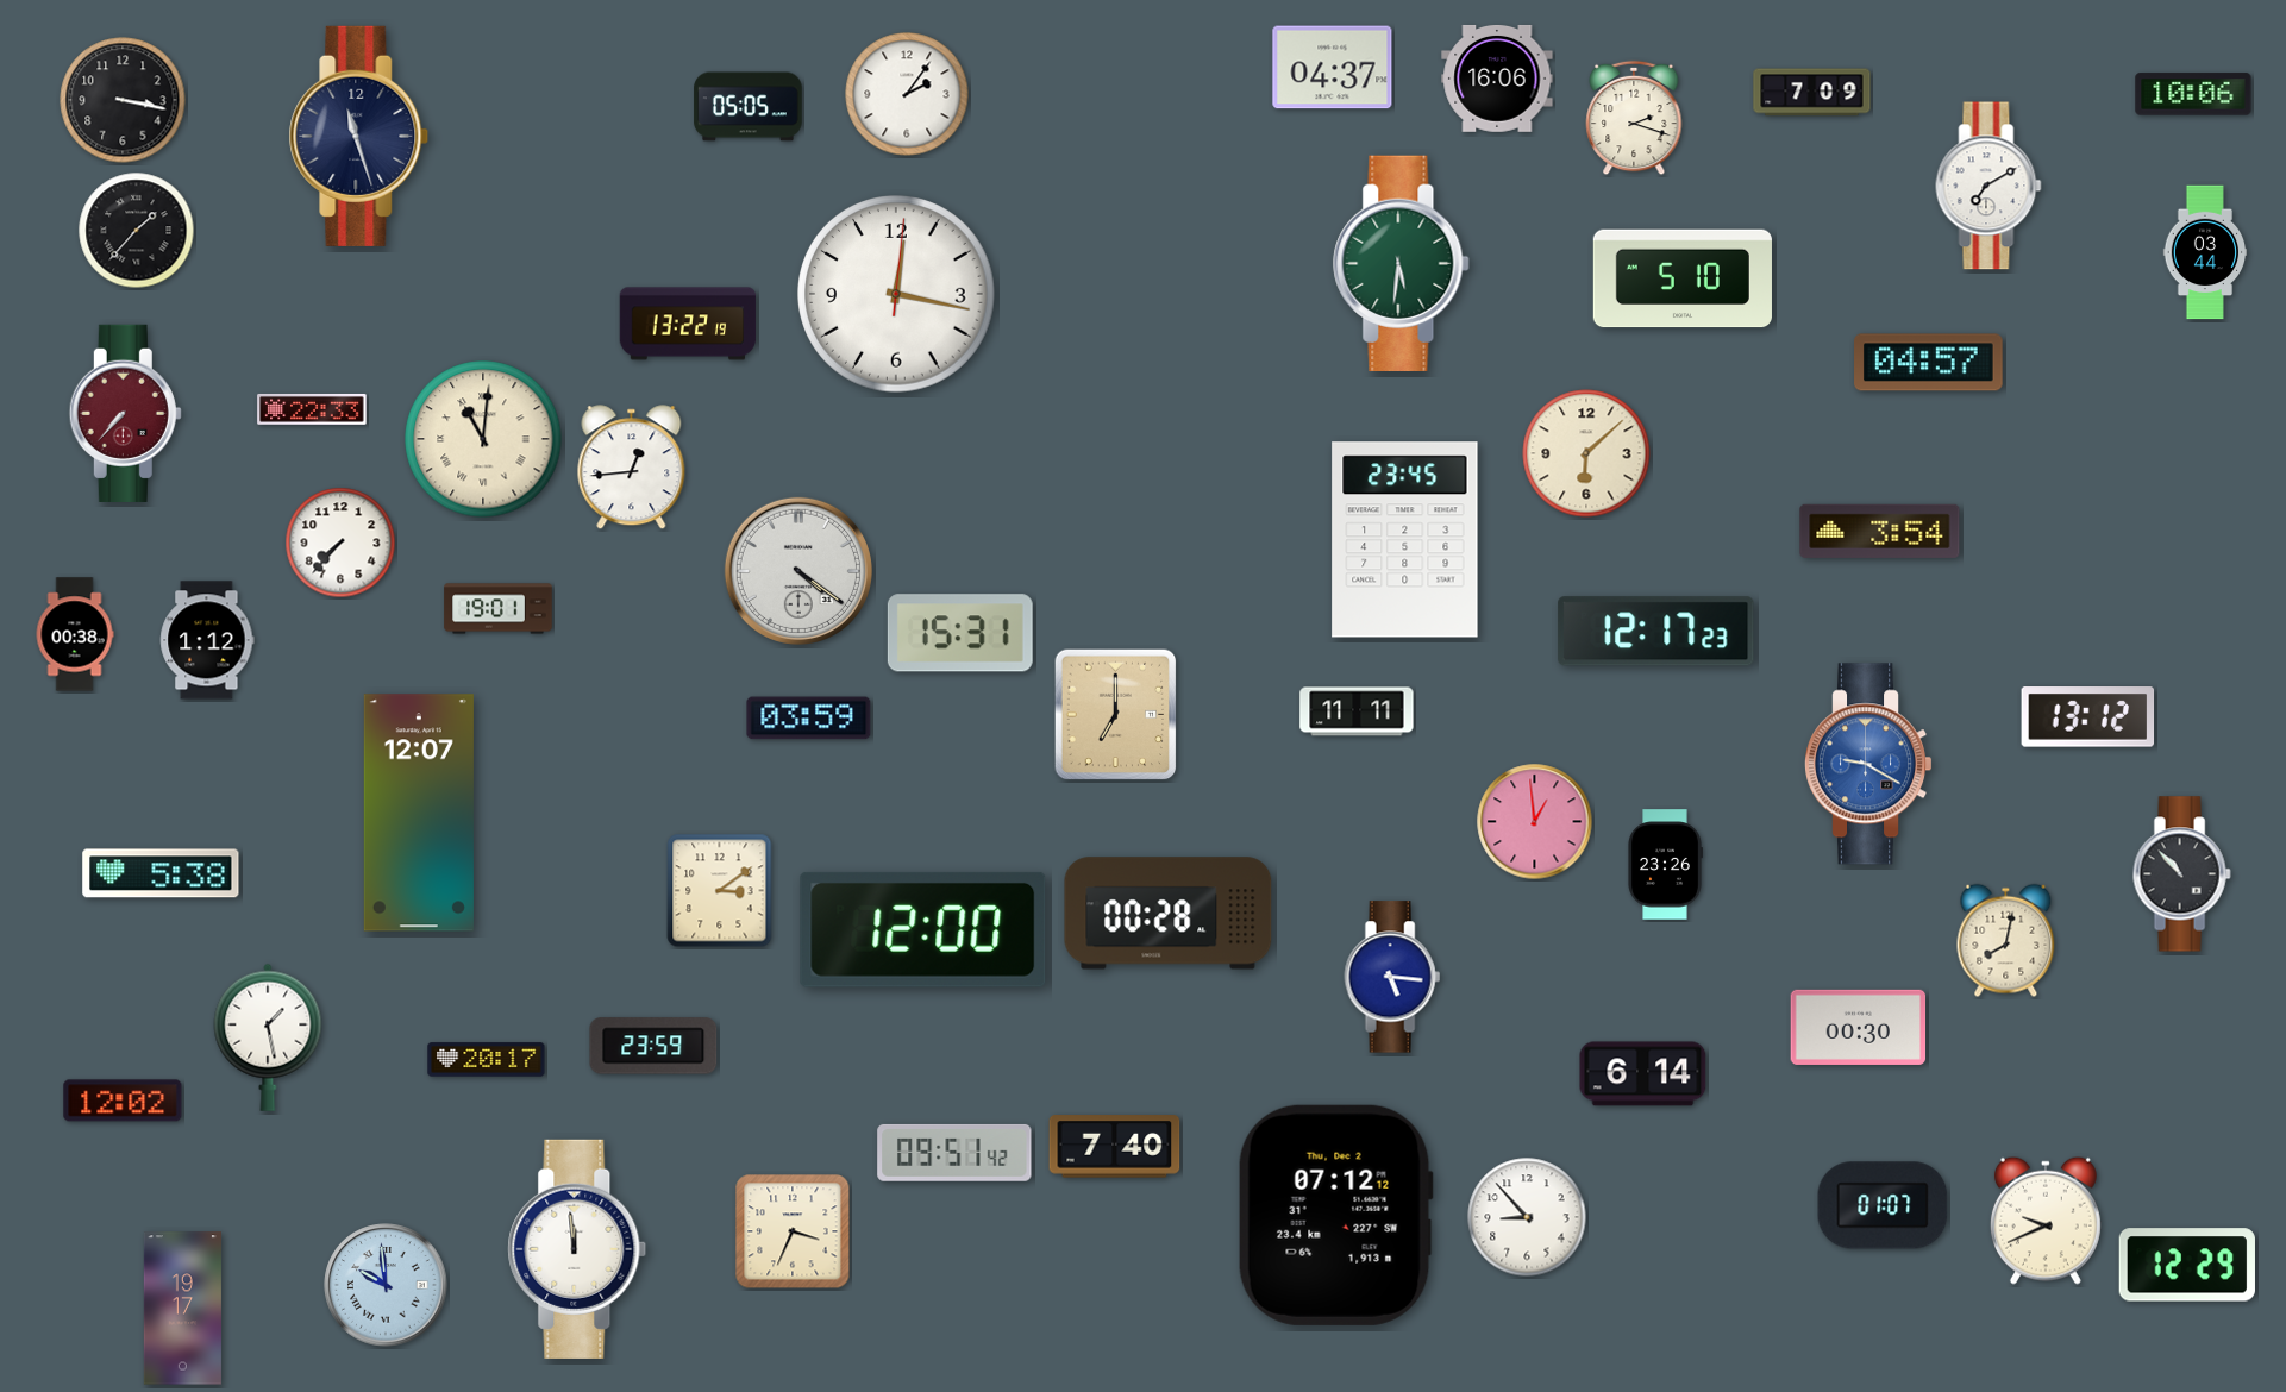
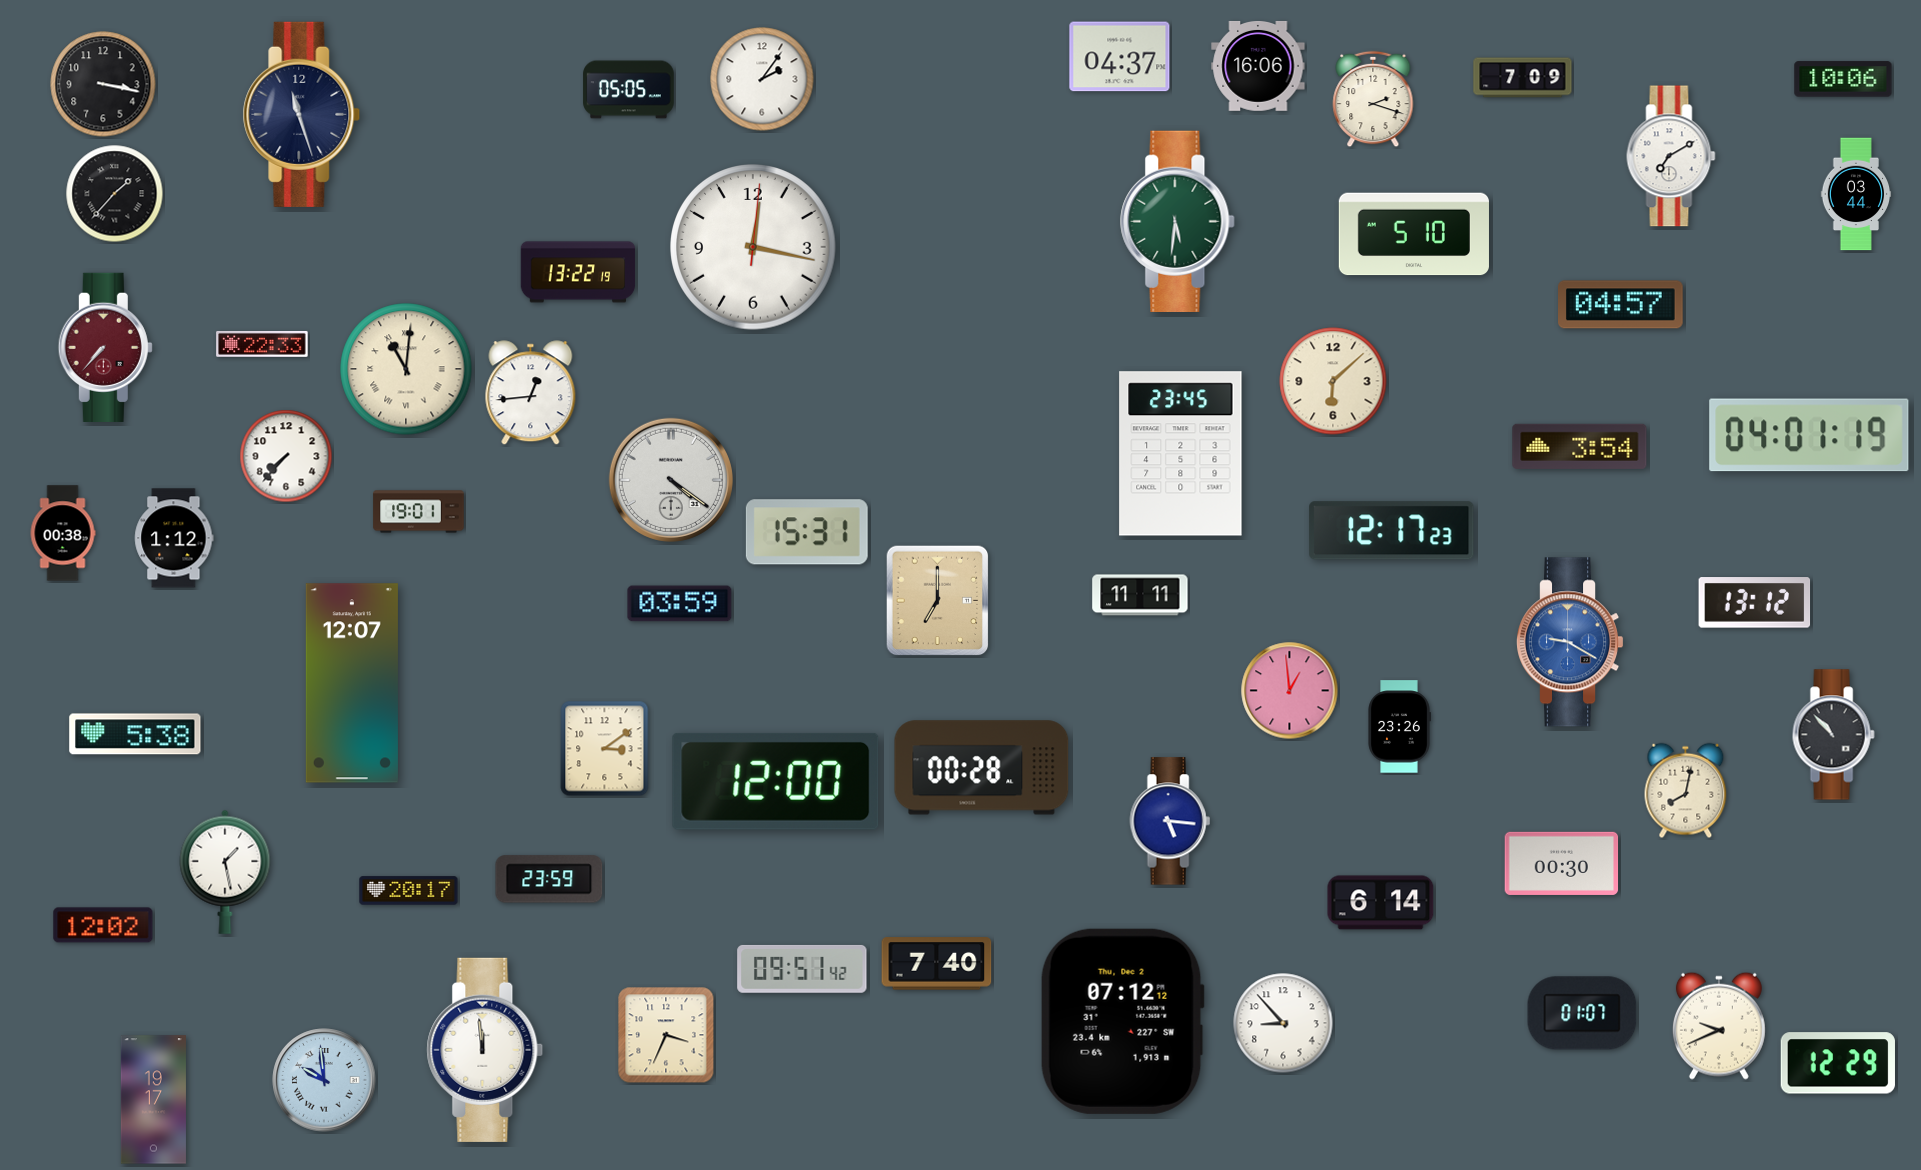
clock at (2205, 252) position: (2205, 252) -> (1856, 194)
clock at (1809, 435): none -> 04:01
clock at (1357, 711) position: (1357, 711) -> (1140, 595)
